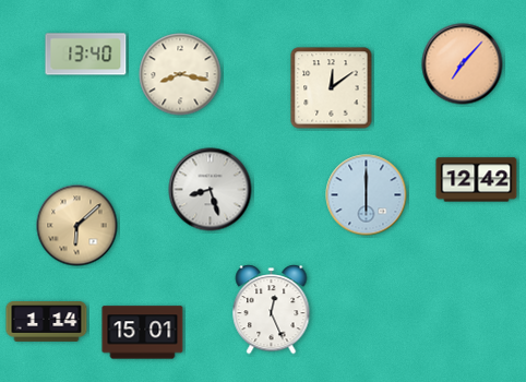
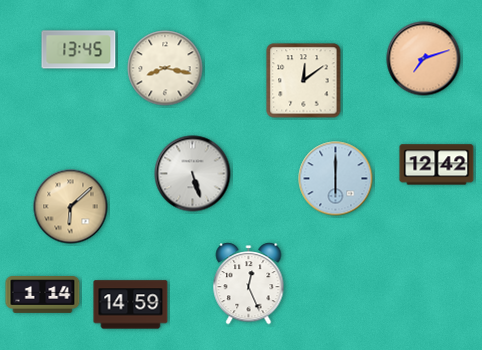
clock at (86, 55): 13:40 -> 13:45
clock at (463, 64): 7:07 -> 7:12
clock at (211, 190): 8:27 -> 5:27
clock at (143, 333): 15:01 -> 14:59
